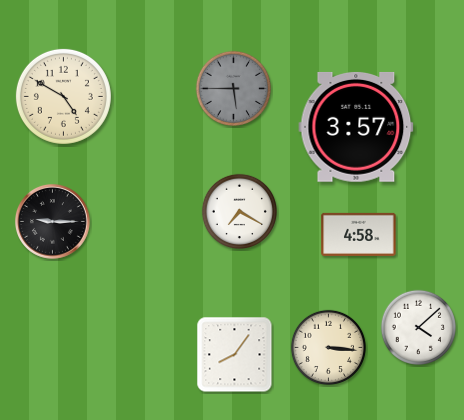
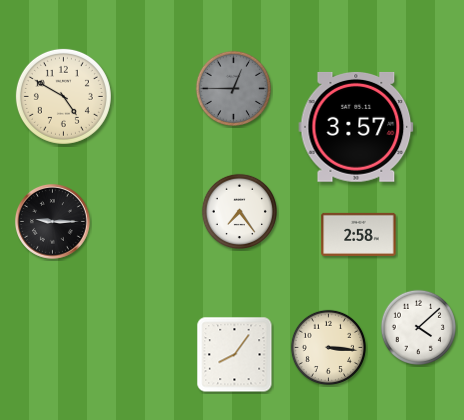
clock at (233, 88): 5:45 -> 12:45
clock at (239, 211): 7:20 -> 7:24
clock at (359, 234): 4:58 -> 2:58
